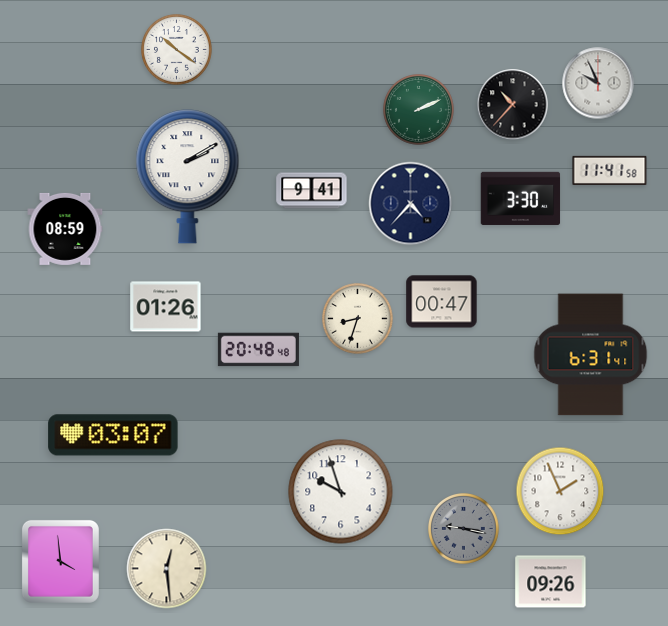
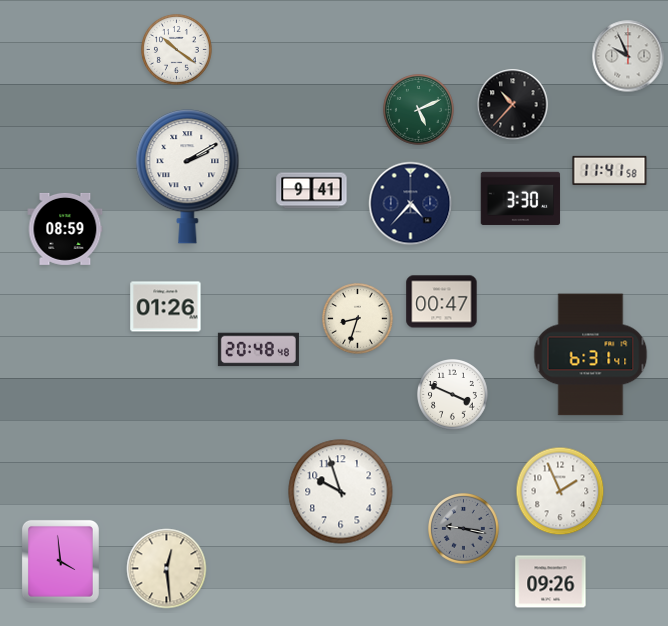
clock at (598, 83) position: (598, 83) -> (628, 56)
clock at (419, 110): 2:11 -> 5:11
clock at (453, 395): none -> 3:49
clock at (113, 435): 03:07 -> none
